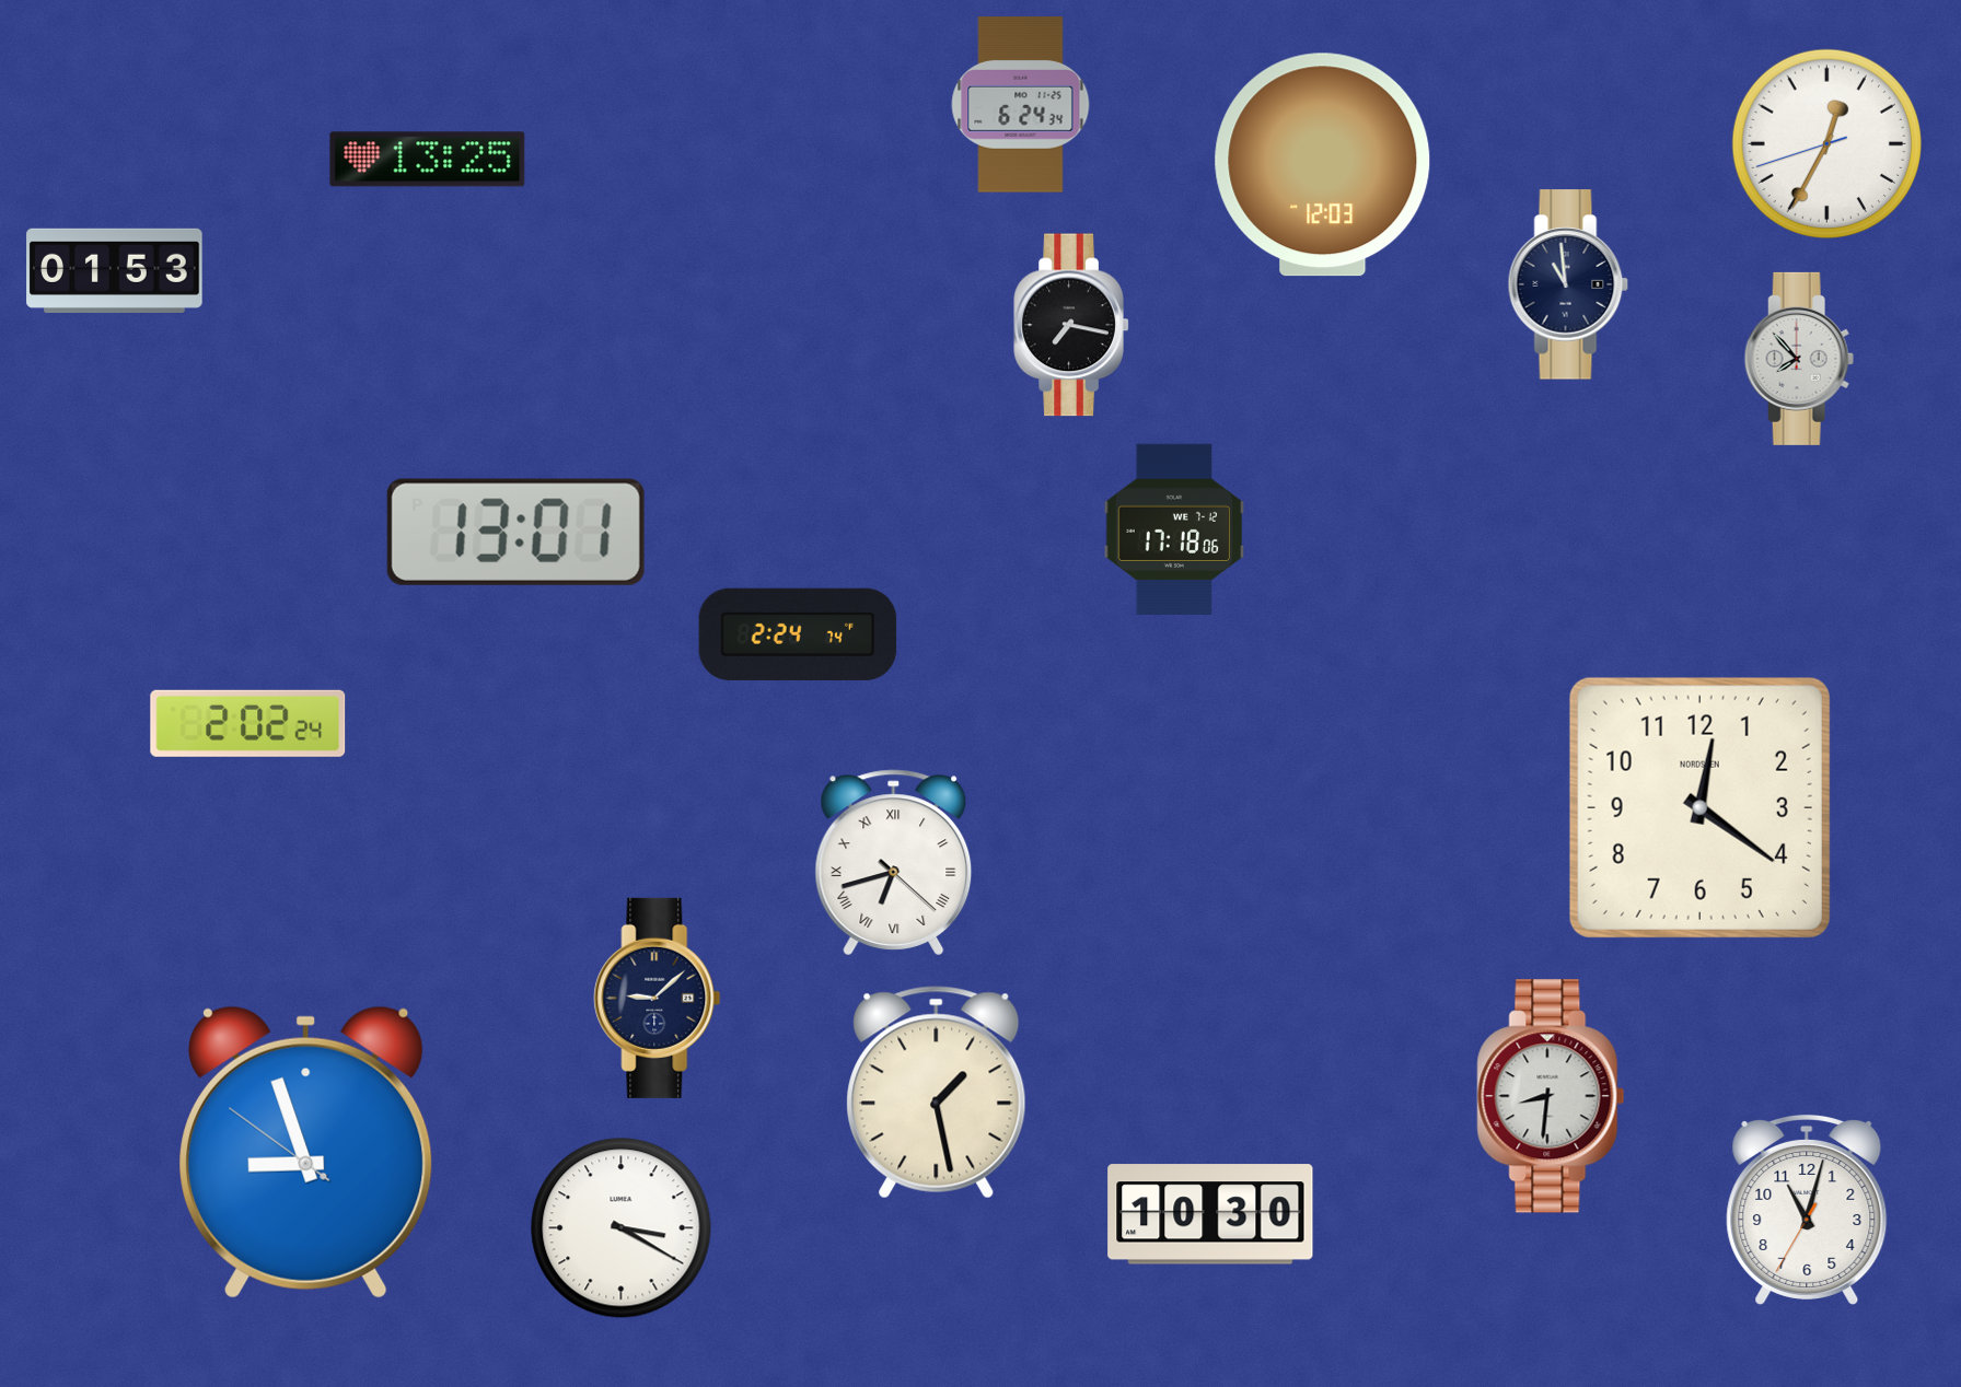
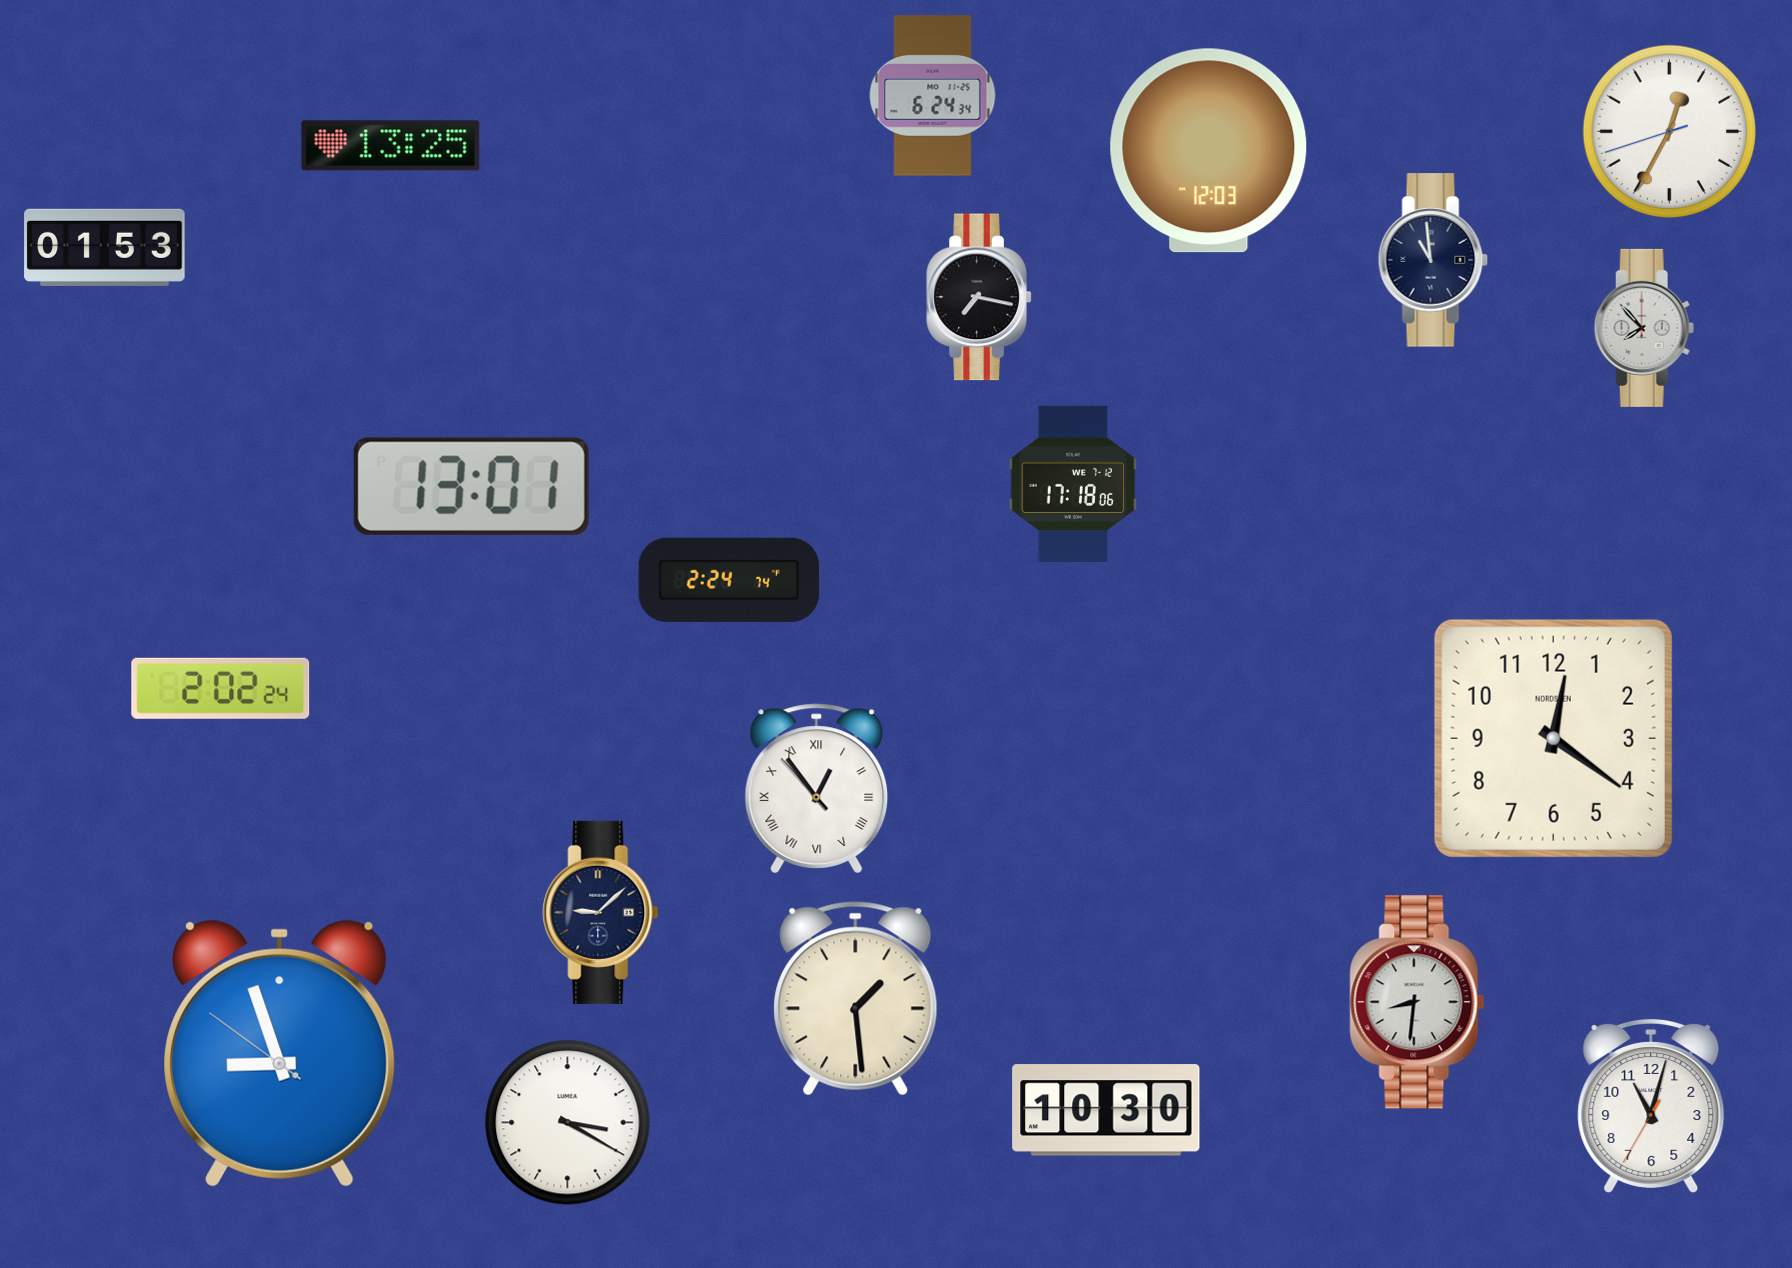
clock at (248, 723) position: (248, 723) -> (221, 688)
clock at (894, 863): 6:42 -> 12:53
clock at (937, 1093): 1:28 -> 1:29
